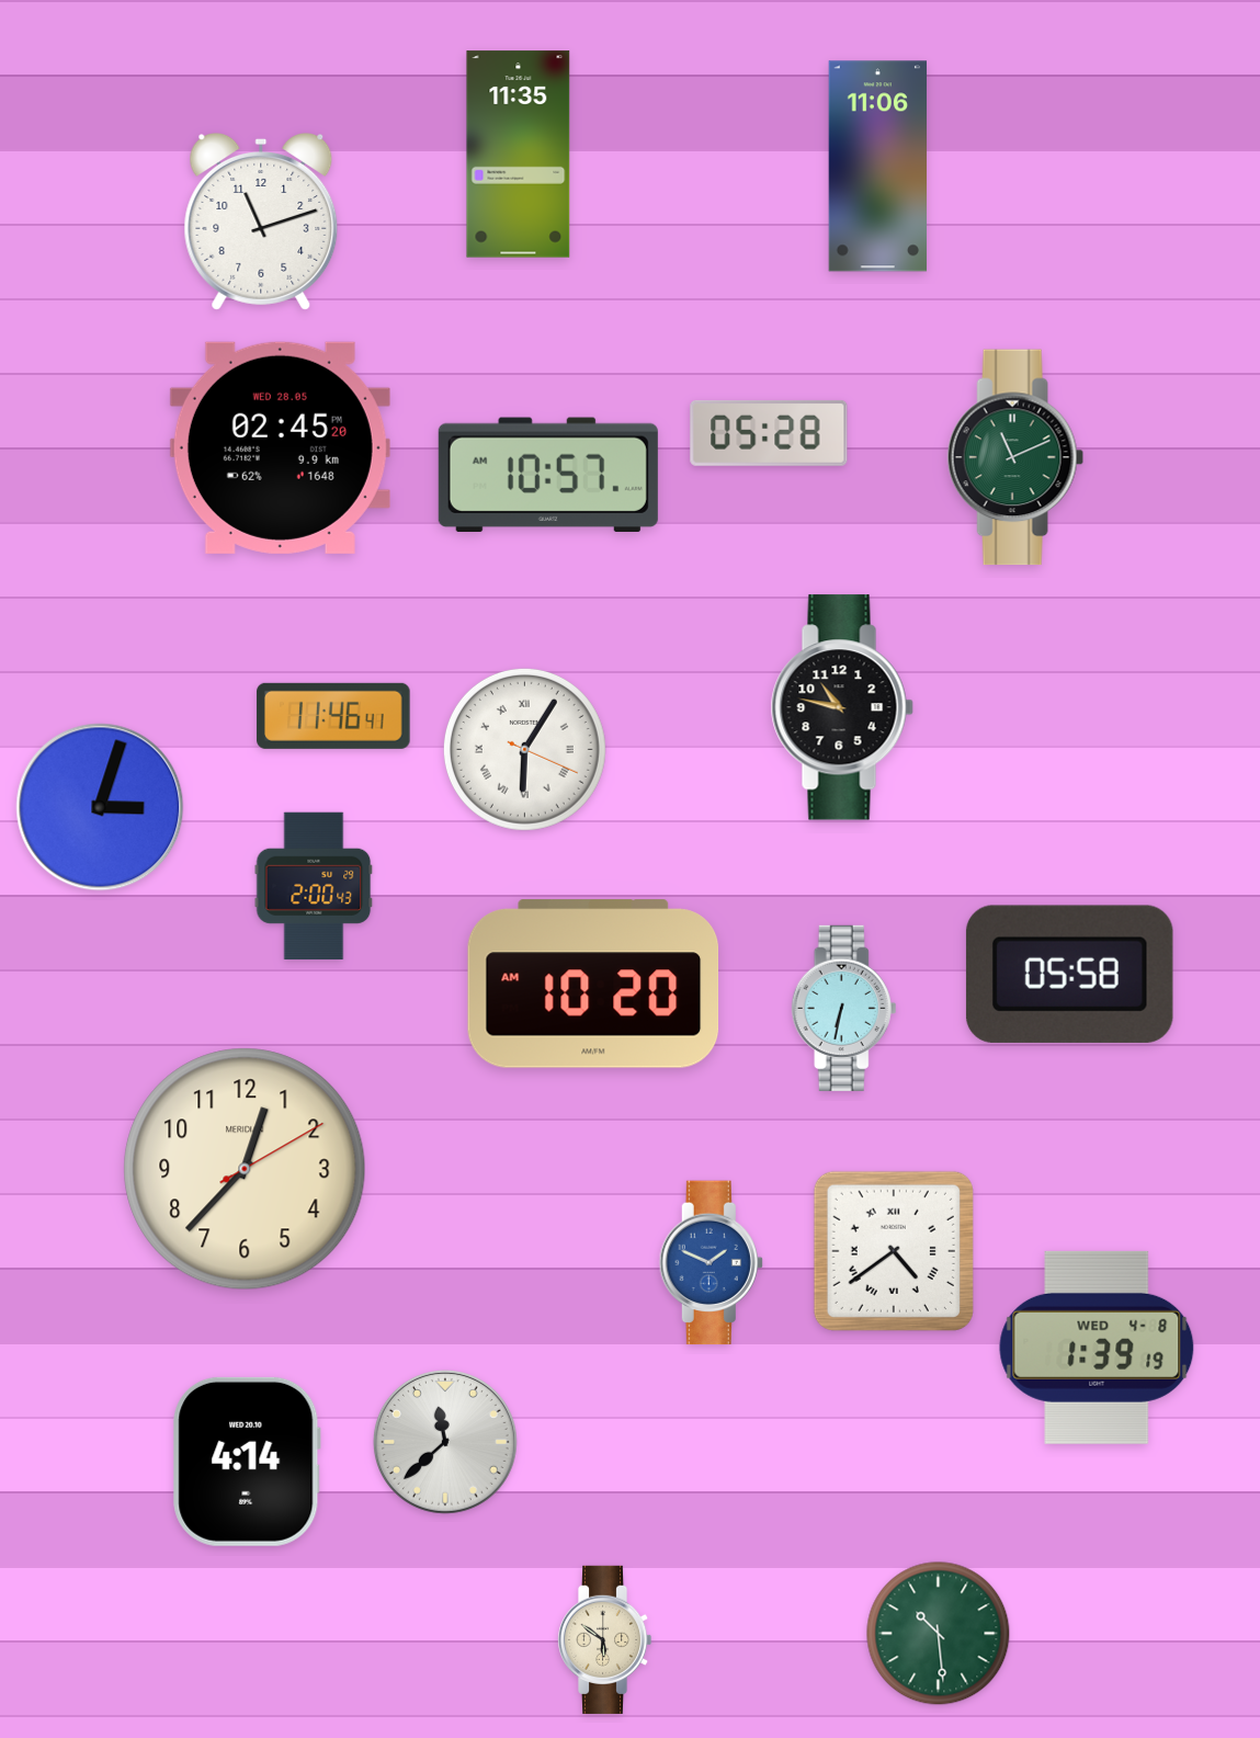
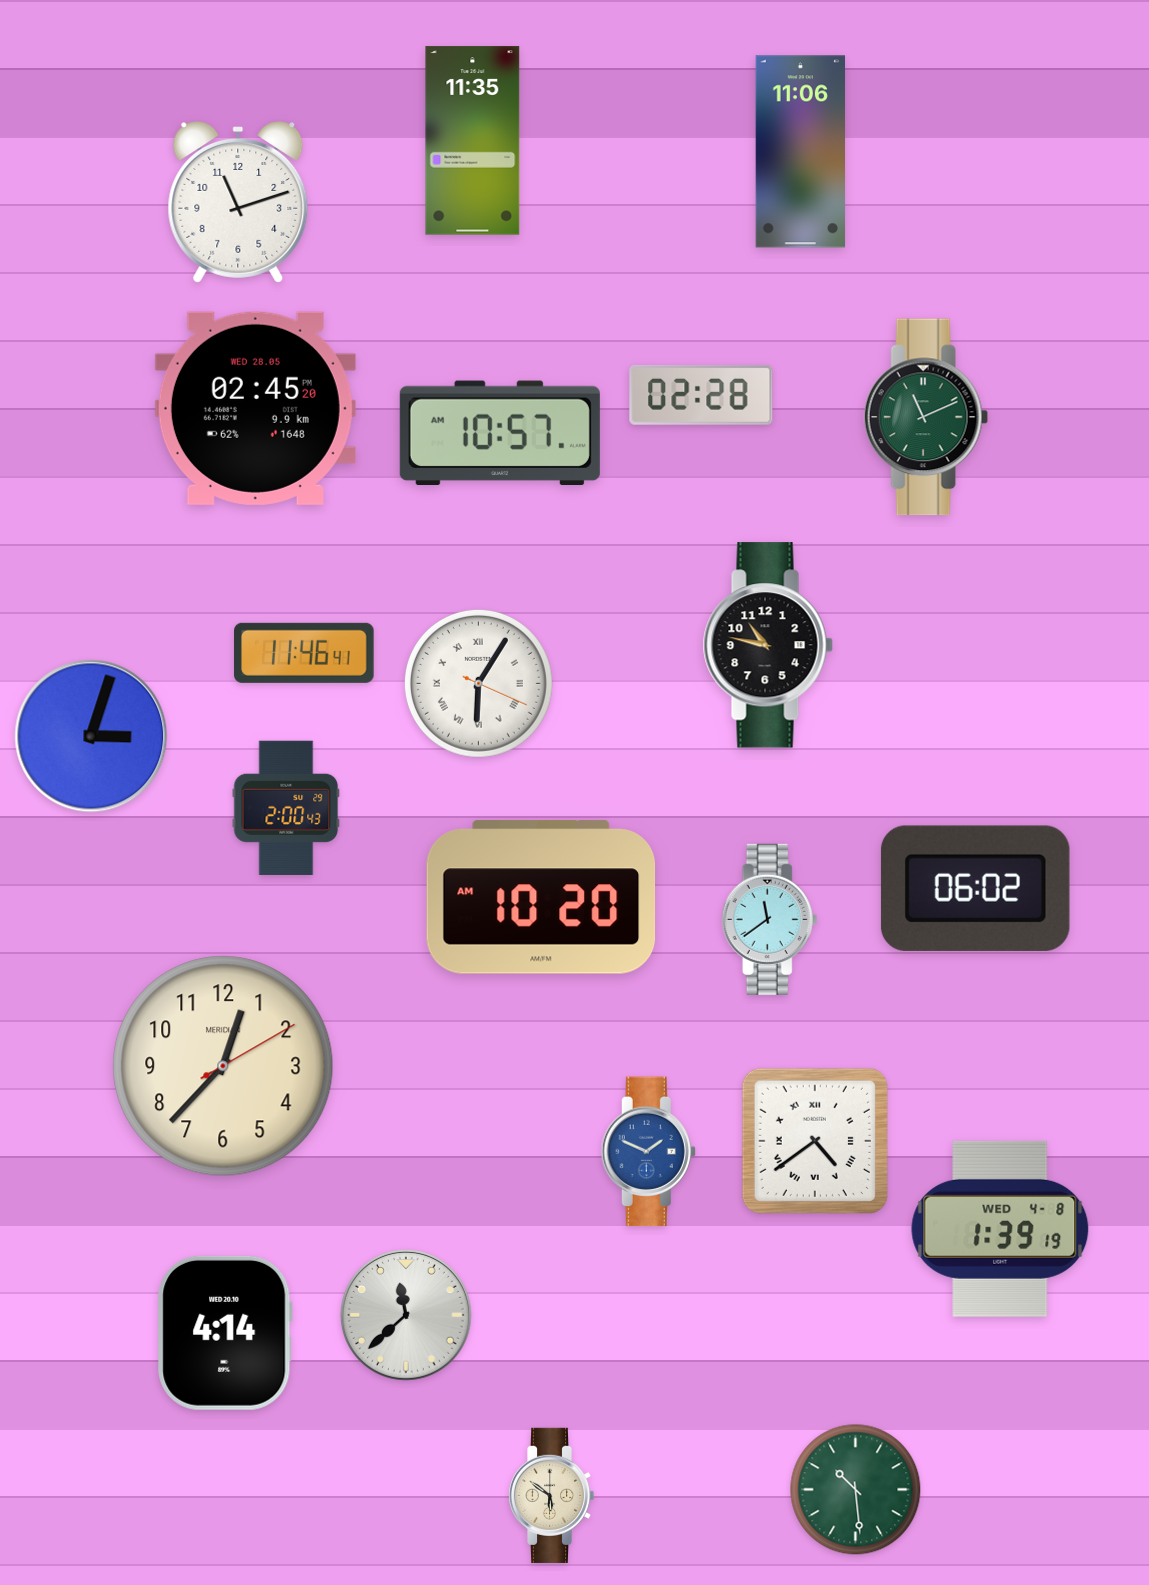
clock at (769, 433): 05:28 -> 02:28
clock at (1069, 974): 05:58 -> 06:02
clock at (844, 1008): 6:32 -> 11:39
